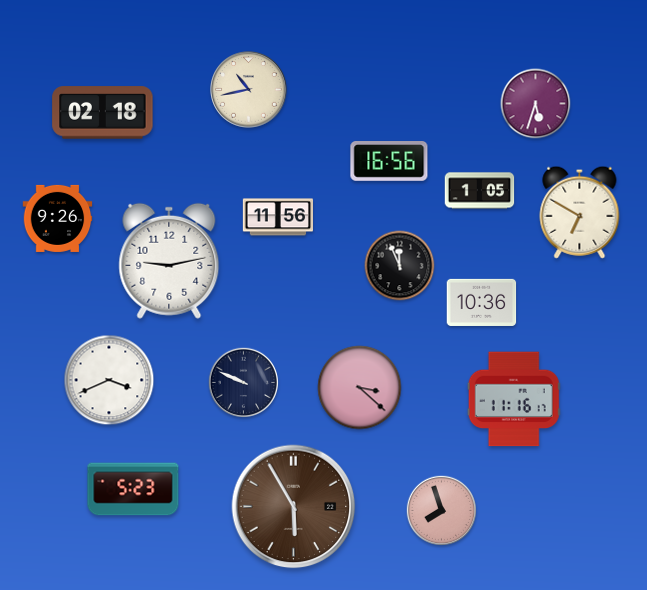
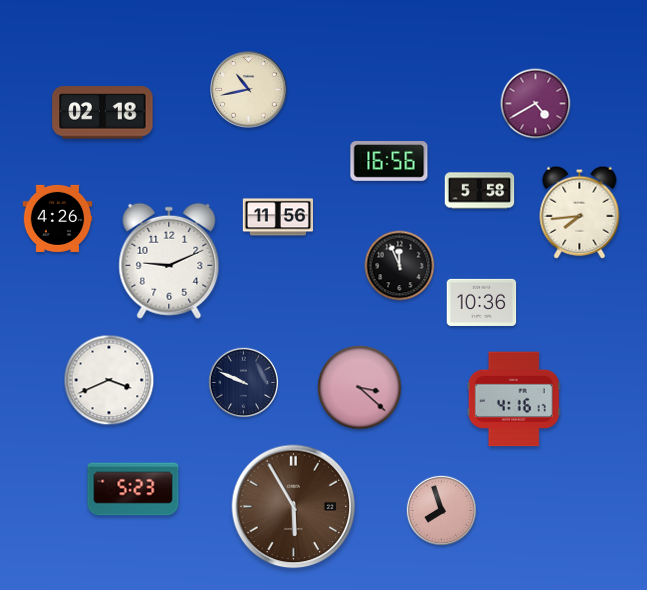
clock at (536, 104): 5:33 -> 4:40
clock at (480, 191): 1:05 -> 5:58
clock at (580, 212): 6:50 -> 7:44
clock at (58, 218): 9:26 -> 4:26
clock at (169, 261): 9:13 -> 9:11
clock at (514, 399): 11:16 -> 4:16
